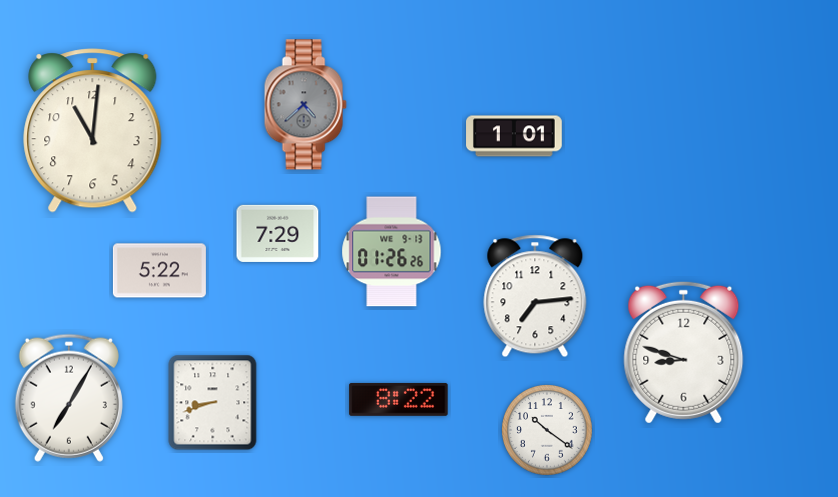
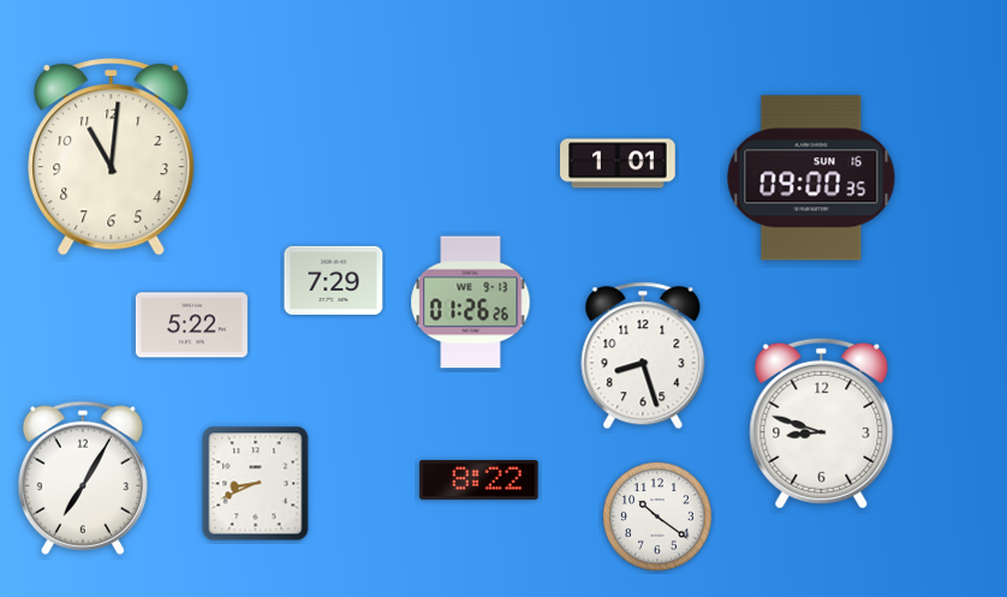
clock at (305, 105): 4:38 -> none
clock at (811, 178): none -> 09:00
clock at (535, 296): 7:14 -> 8:27
clock at (213, 403): 8:42 -> 8:41
